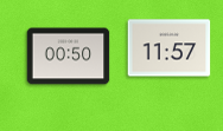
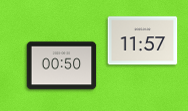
clock at (69, 57) position: (69, 57) -> (62, 66)
